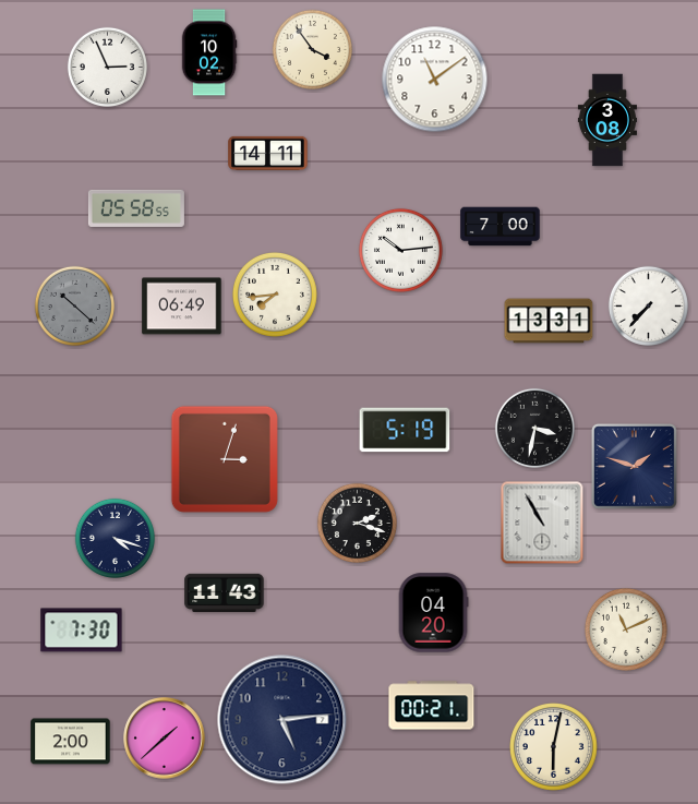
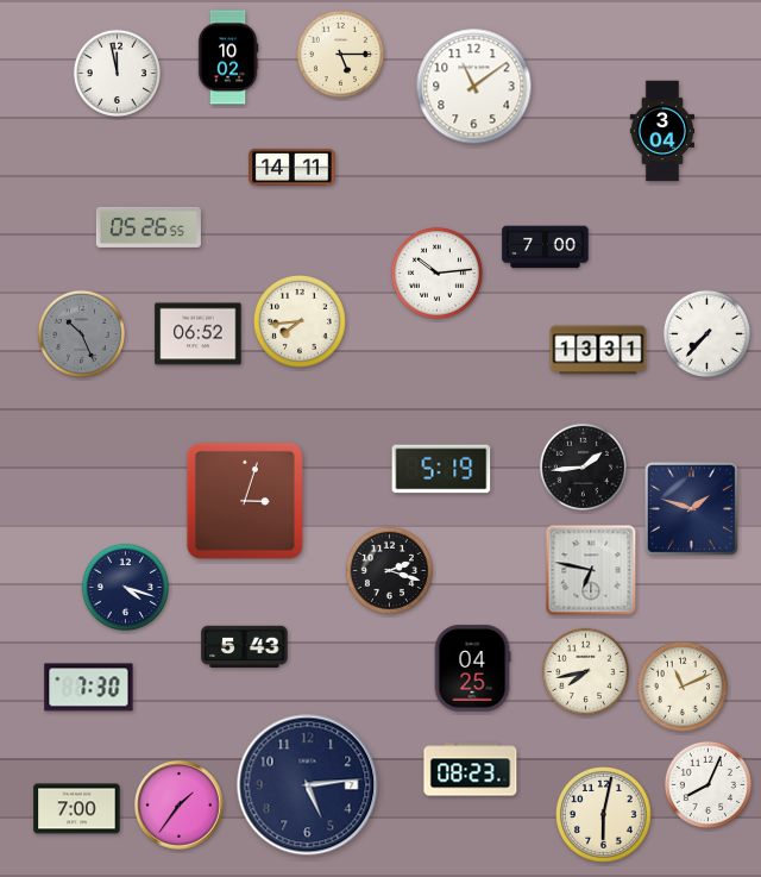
clock at (312, 49): 3:54 -> 5:15
clock at (107, 67): 2:56 -> 11:58
clock at (606, 120): 3:08 -> 3:04
clock at (136, 208): 05:58 -> 05:26
clock at (74, 305): 10:22 -> 10:26
clock at (182, 307): 06:49 -> 06:52
clock at (534, 428): 3:32 -> 1:44
clock at (542, 523): 10:55 -> 6:47
clock at (225, 593): 11:43 -> 5:43
clock at (433, 613): 04:20 -> 04:25
clock at (585, 671): none -> 7:43
clock at (432, 706): 00:21 -> 08:23
clock at (707, 784): none -> 8:04
clock at (165, 739): 1:38 -> 1:36
clock at (71, 742): 2:00 -> 7:00
